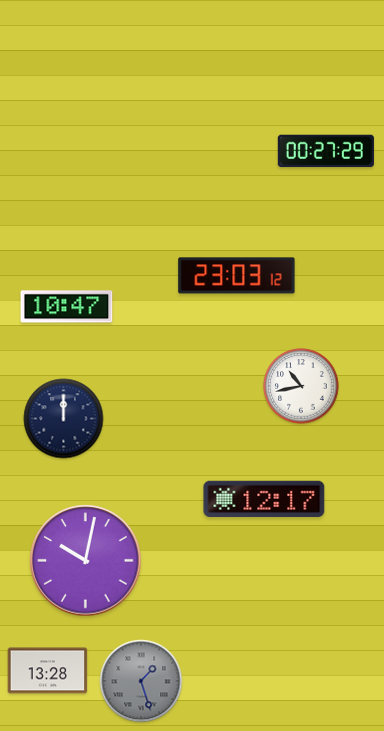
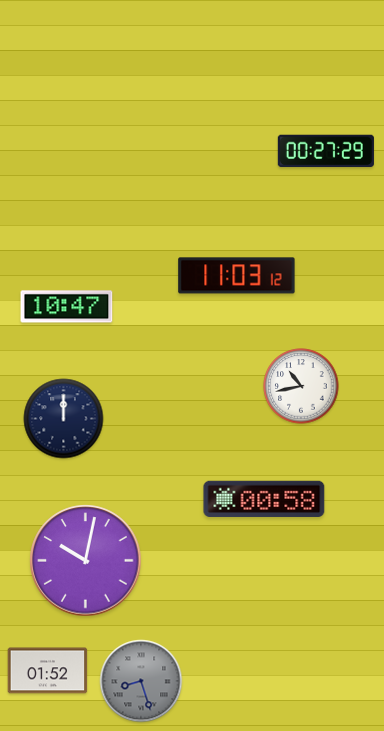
clock at (237, 276): 23:03 -> 11:03
clock at (264, 498): 12:17 -> 00:58
clock at (48, 671): 13:28 -> 01:52
clock at (141, 681): 1:27 -> 8:27
